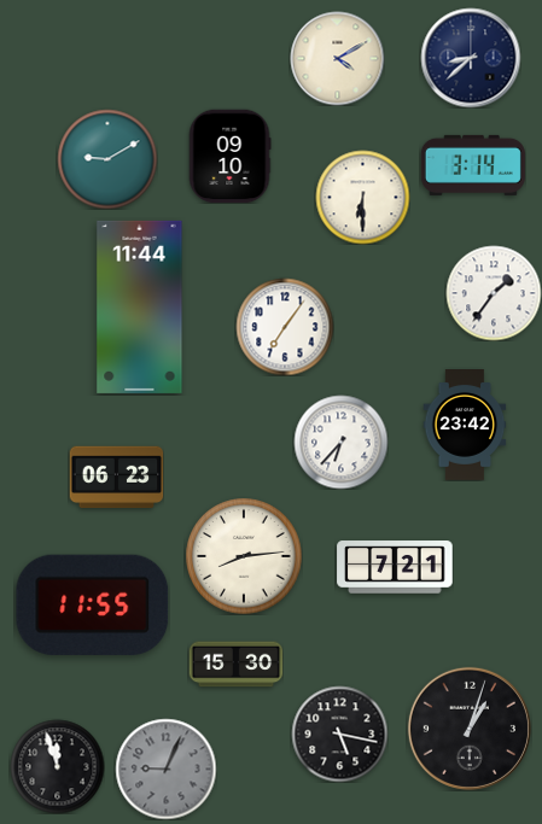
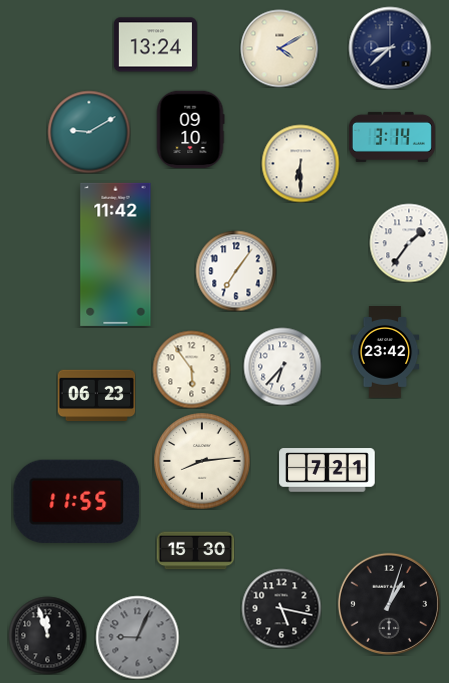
clock at (155, 45): none -> 13:24
clock at (140, 306): 11:44 -> 11:42
clock at (191, 369): none -> 5:54
